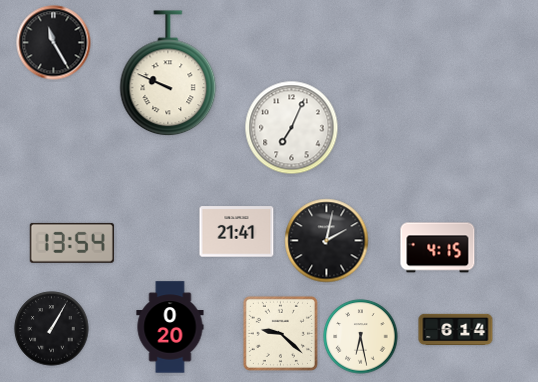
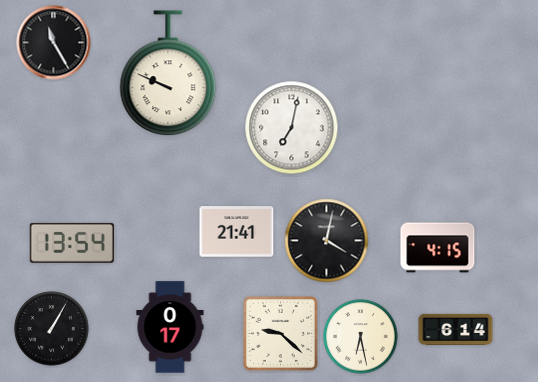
clock at (292, 128): 7:04 -> 7:02
clock at (327, 241): 2:02 -> 4:02
clock at (170, 327): 0:20 -> 0:17
